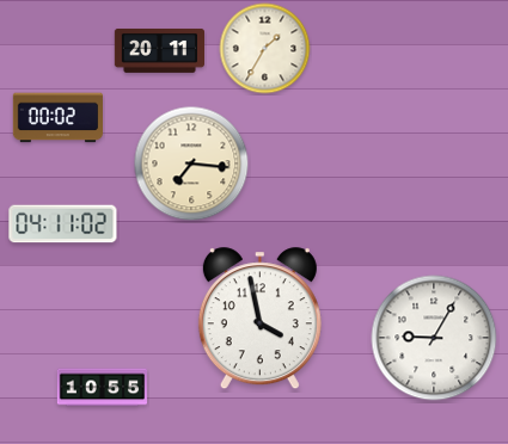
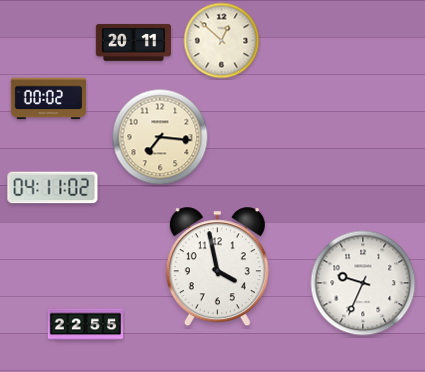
clock at (265, 49): 1:35 -> 12:52
clock at (434, 338): 9:05 -> 9:34
clock at (102, 388): 10:55 -> 22:55
